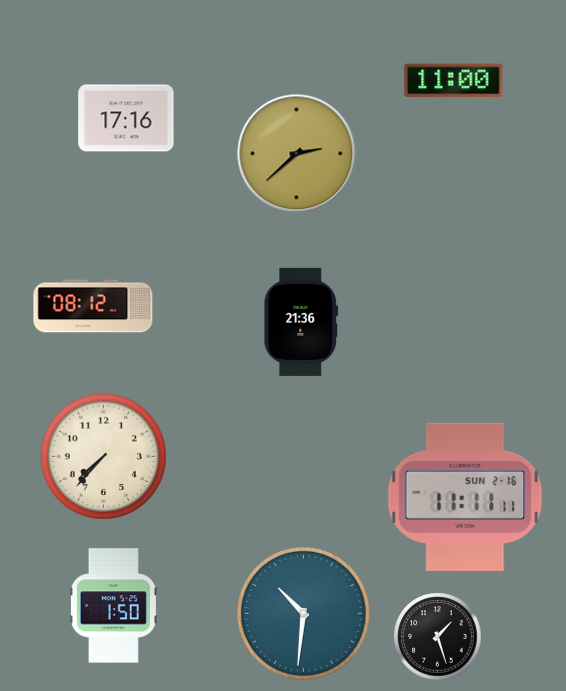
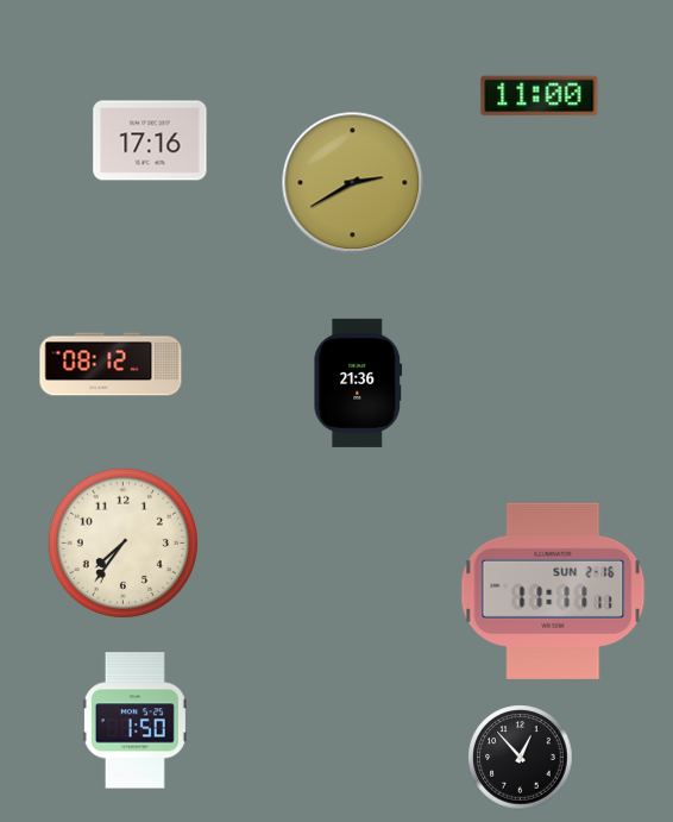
clock at (297, 154): 2:38 -> 2:40
clock at (103, 456): 7:37 -> 7:36
clock at (303, 613): 10:31 -> none
clock at (438, 637): 1:27 -> 12:53
